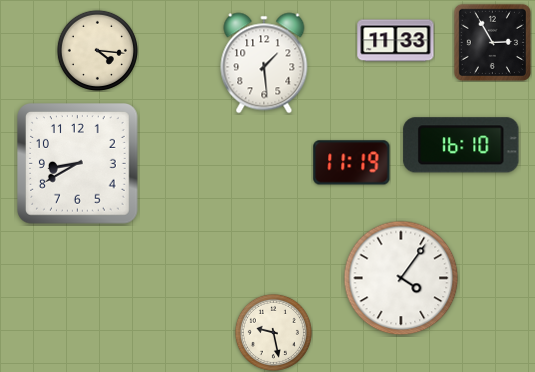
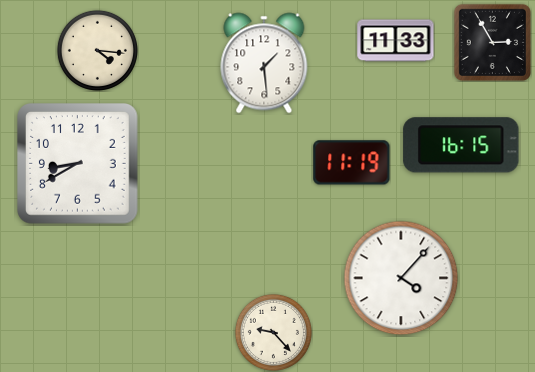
clock at (461, 145): 16:10 -> 16:15
clock at (401, 278): 4:06 -> 4:07
clock at (273, 332): 9:28 -> 9:23
